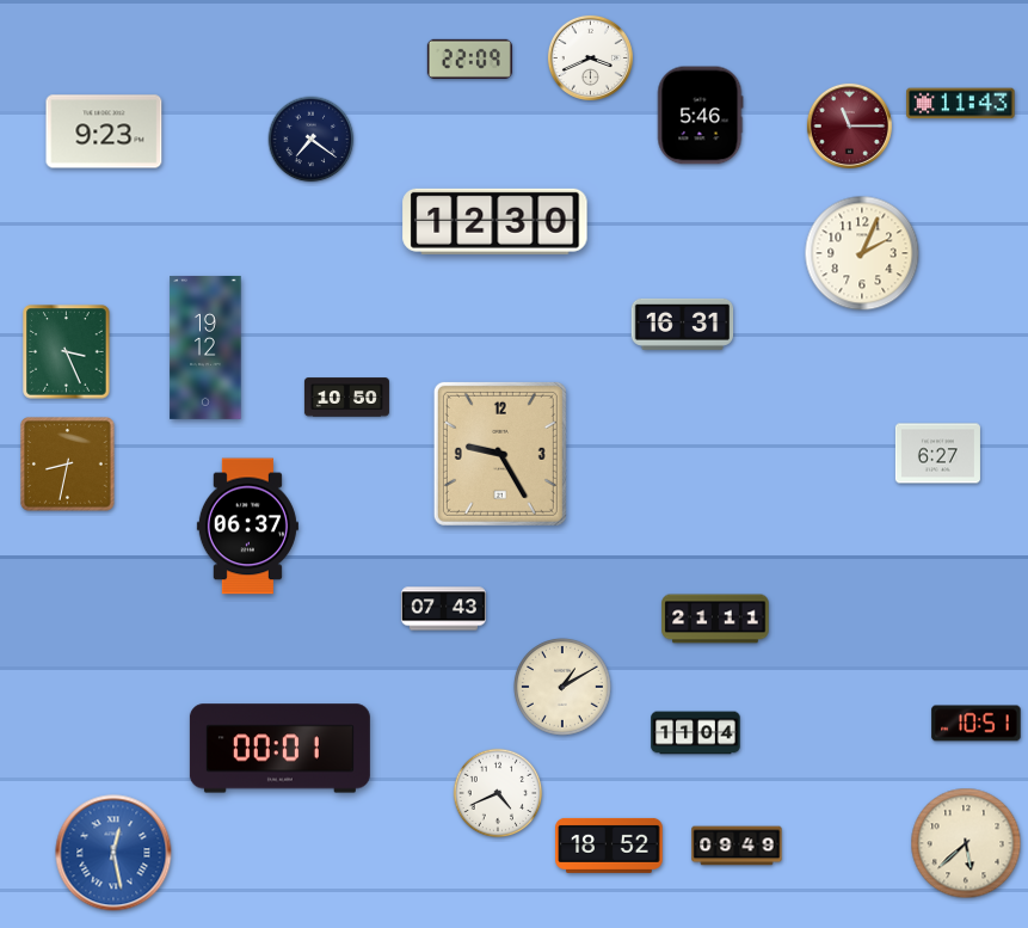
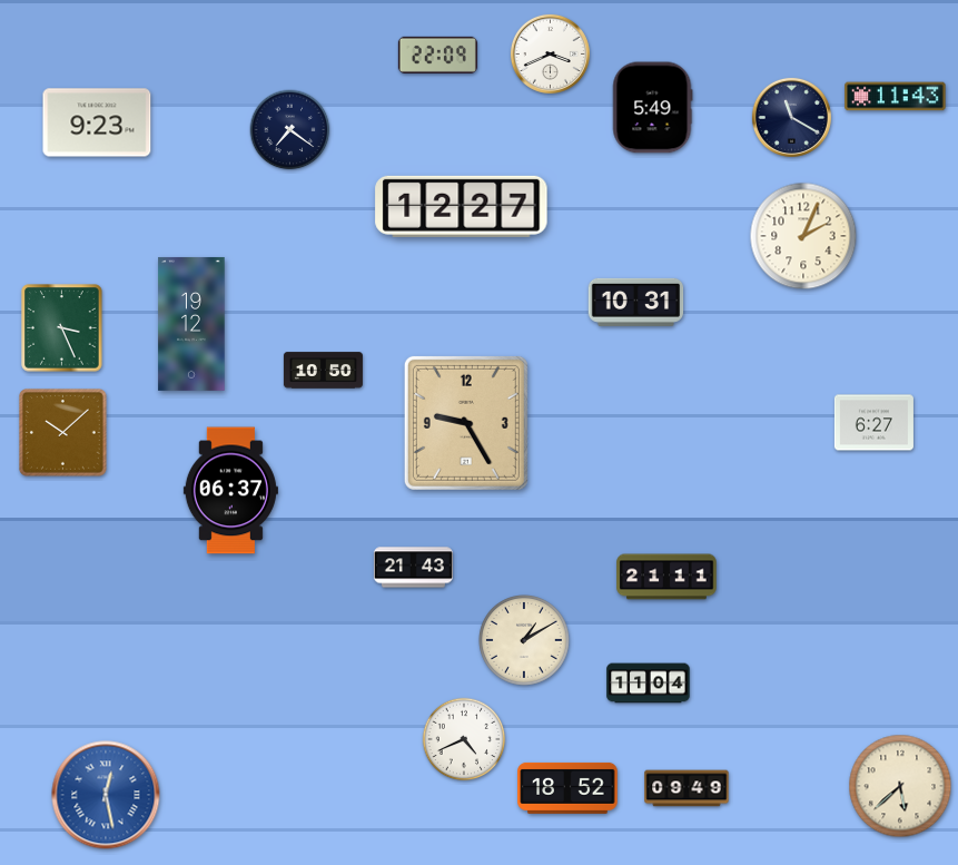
clock at (700, 116): 5:46 -> 5:49
clock at (849, 125): 11:15 -> 11:20
clock at (849, 125) dial: burgundy -> navy
clock at (495, 221): 12:30 -> 12:27
clock at (683, 324): 16:31 -> 10:31
clock at (68, 465): 8:32 -> 10:08
clock at (443, 609): 07:43 -> 21:43
clock at (977, 724): 10:51 -> none
clock at (279, 749): 00:01 -> none
